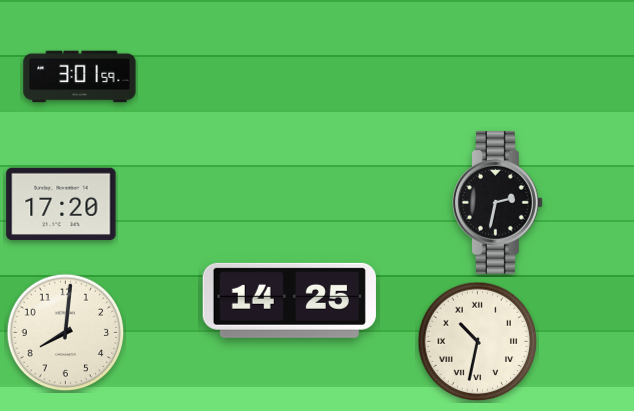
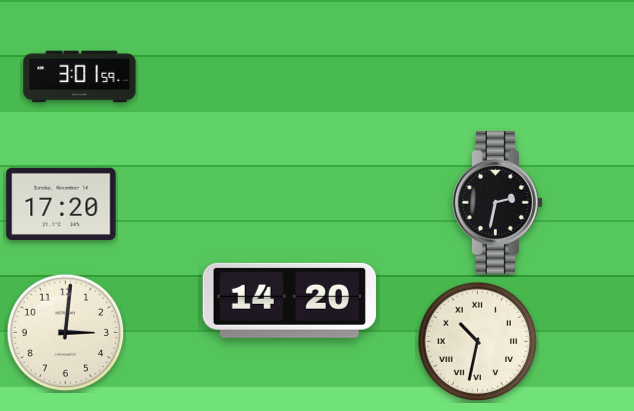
clock at (289, 300): 14:25 -> 14:20
clock at (66, 333): 8:01 -> 3:01
